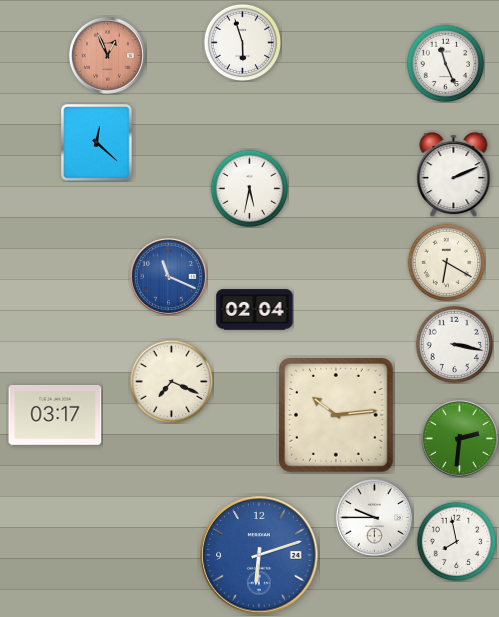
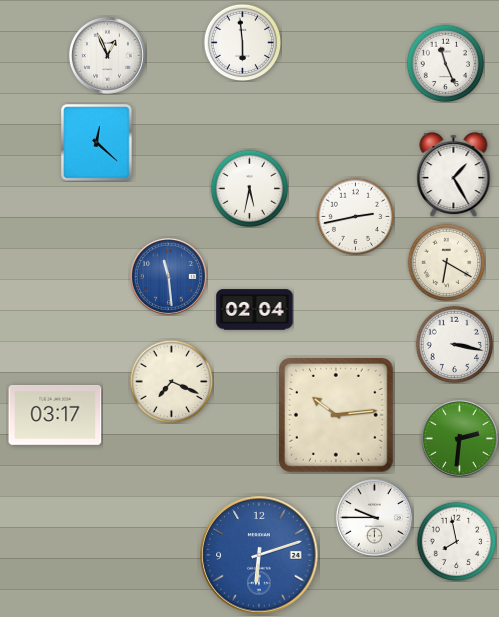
clock at (242, 42): 5:57 -> 5:59
clock at (107, 55) dial: salmon -> white
clock at (454, 175): 2:11 -> 1:25
clock at (355, 216): none -> 2:43
clock at (168, 276): 11:19 -> 11:29
